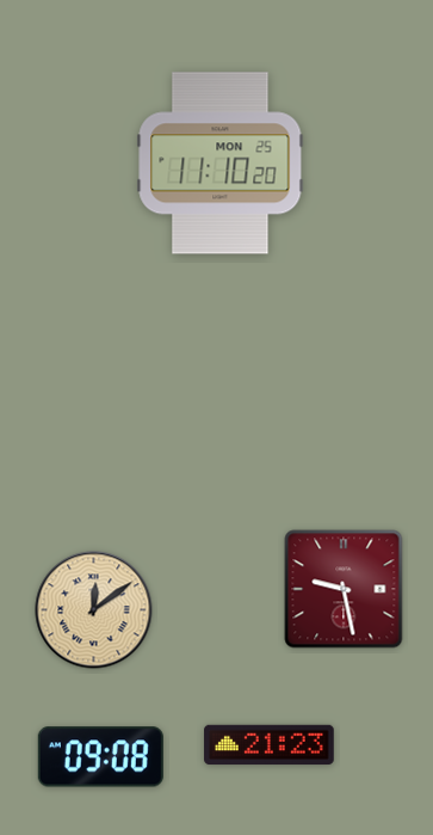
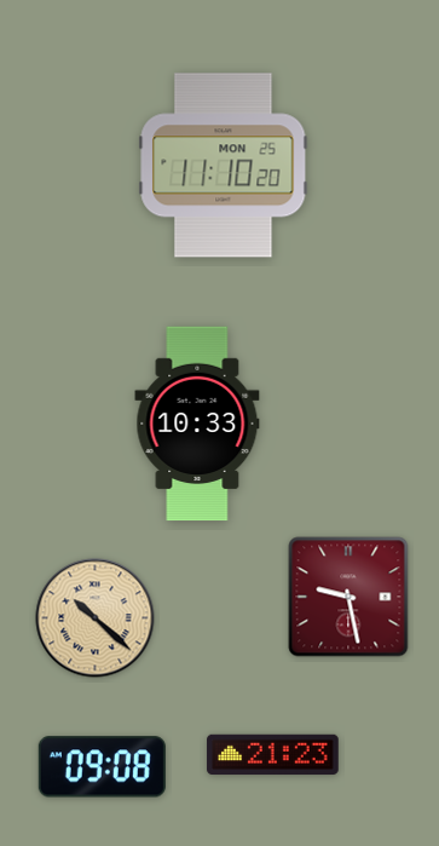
clock at (197, 424): none -> 10:33
clock at (94, 610): 12:09 -> 10:22
